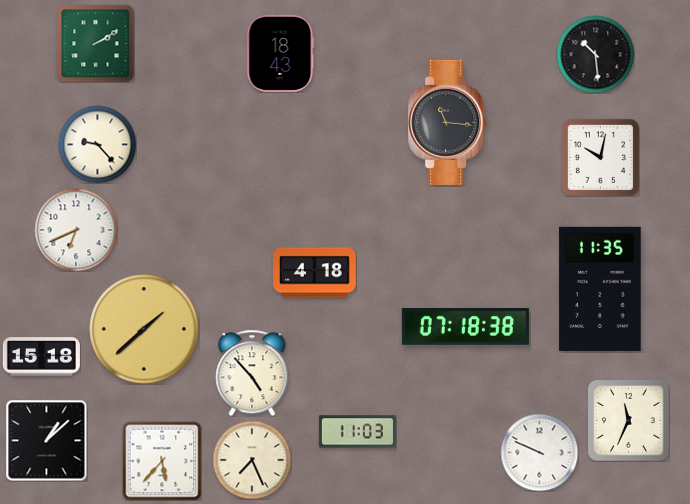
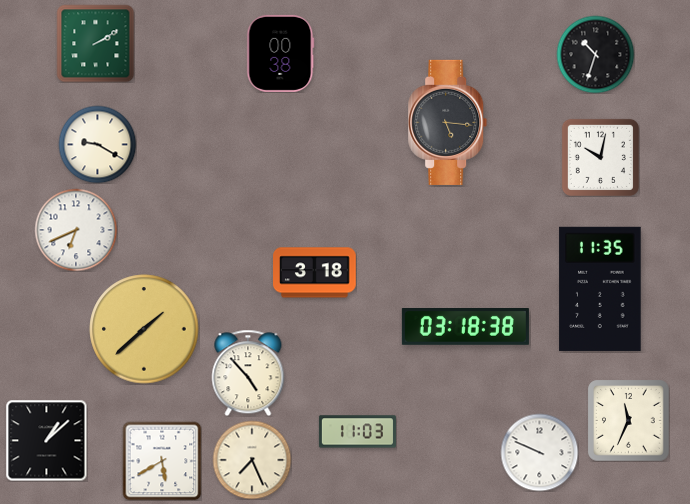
clock at (281, 53): 18:43 -> 00:38
clock at (595, 54): 10:29 -> 10:33
clock at (448, 122): 11:16 -> 5:16
clock at (97, 144): 9:23 -> 9:20
clock at (315, 273): 4:18 -> 3:18
clock at (465, 327): 07:18 -> 03:18
clock at (41, 357): 15:18 -> none
clock at (252, 373) position: (252, 373) -> (248, 373)
clock at (162, 461): 5:37 -> 5:40
